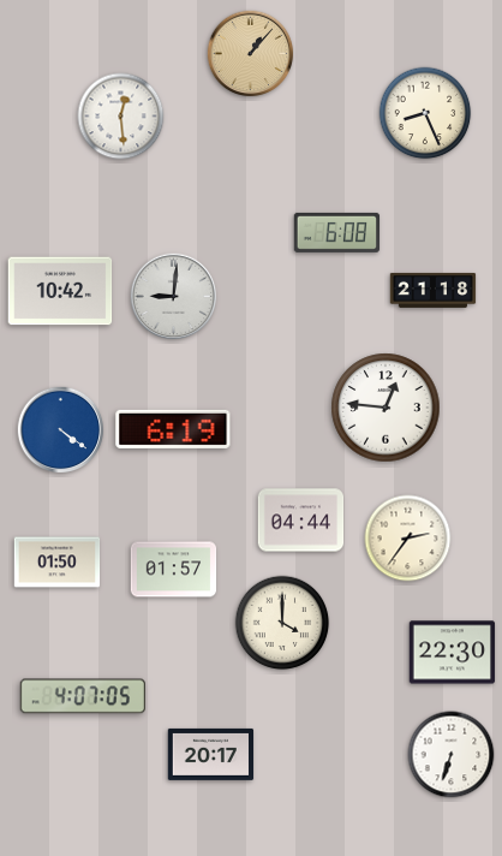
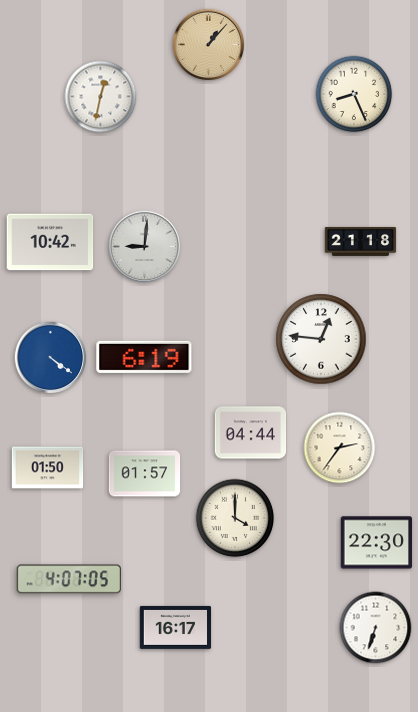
clock at (121, 117): 12:29 -> 12:32
clock at (337, 232): 6:08 -> none
clock at (211, 754): 20:17 -> 16:17
